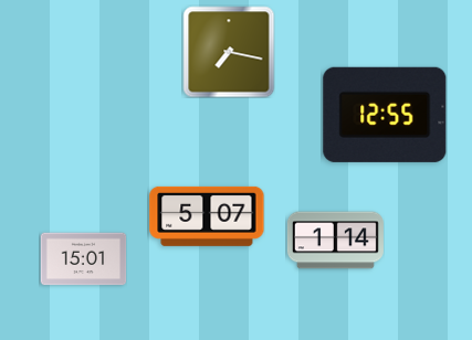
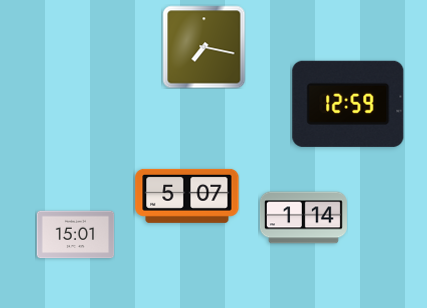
clock at (229, 52) position: (229, 52) -> (204, 47)
clock at (385, 115): 12:55 -> 12:59
